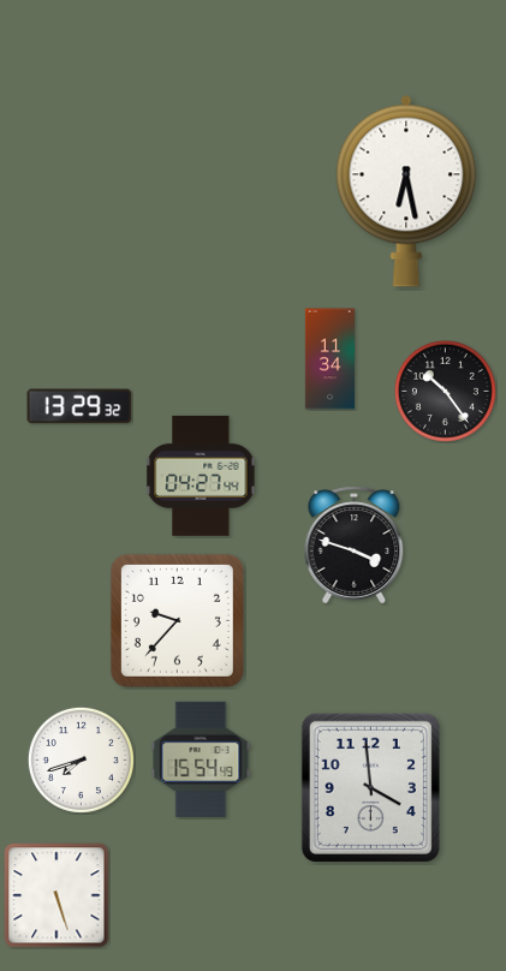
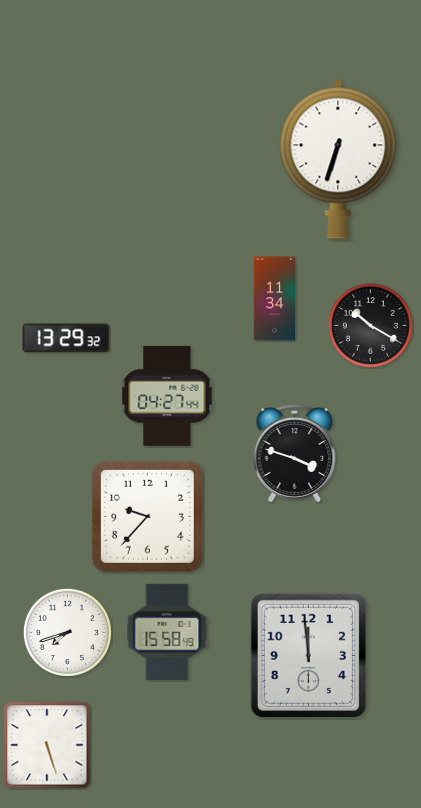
clock at (406, 191): 6:28 -> 6:33
clock at (445, 391): 10:24 -> 10:20
clock at (201, 759): 15:54 -> 15:58
clock at (370, 787): 3:59 -> 11:59
